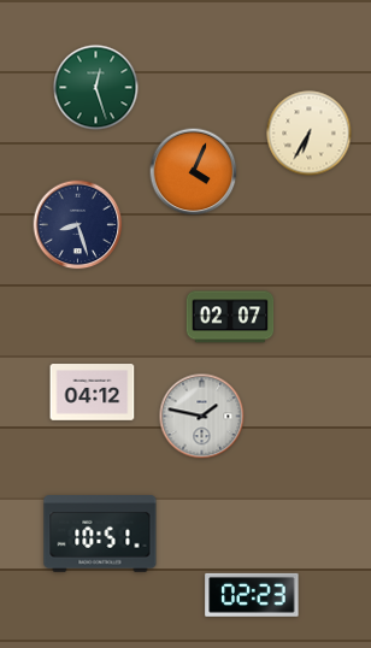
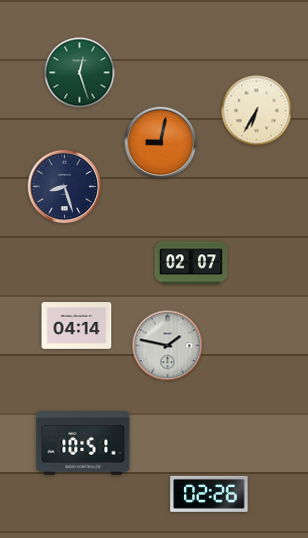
clock at (194, 172): 4:04 -> 9:02
clock at (93, 393): 04:12 -> 04:14
clock at (252, 595): 02:23 -> 02:26
